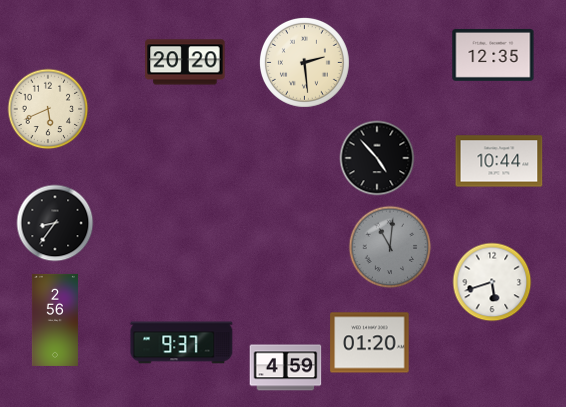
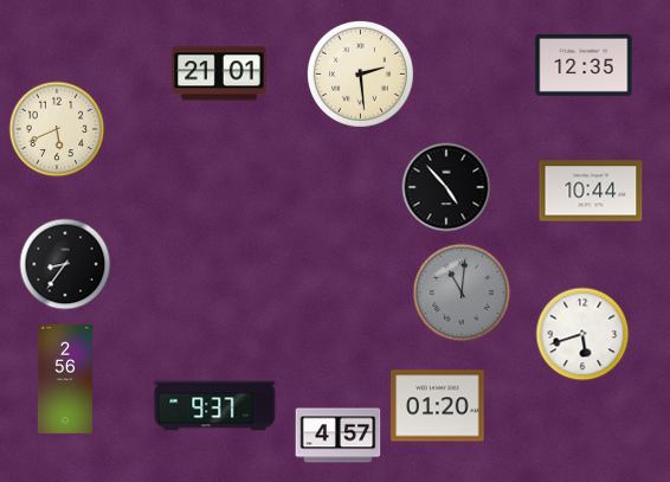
clock at (185, 62): 20:20 -> 21:01
clock at (286, 368): 4:59 -> 4:57
